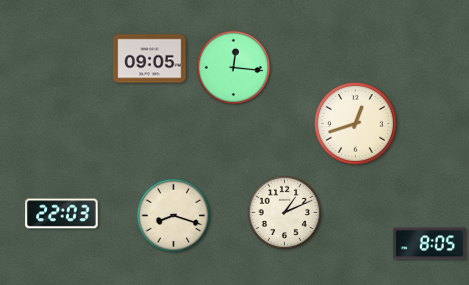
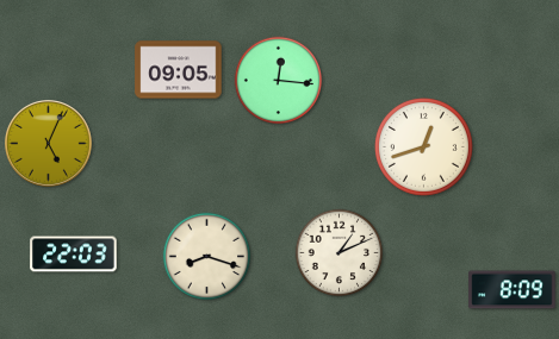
clock at (49, 144): none -> 5:04
clock at (430, 244): 8:05 -> 8:09
